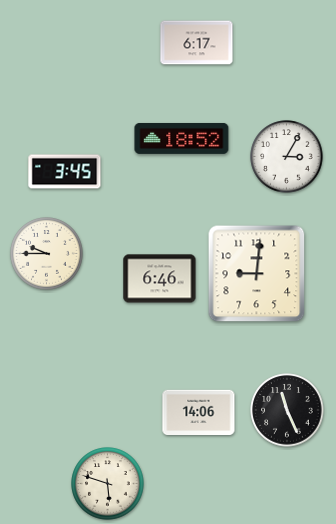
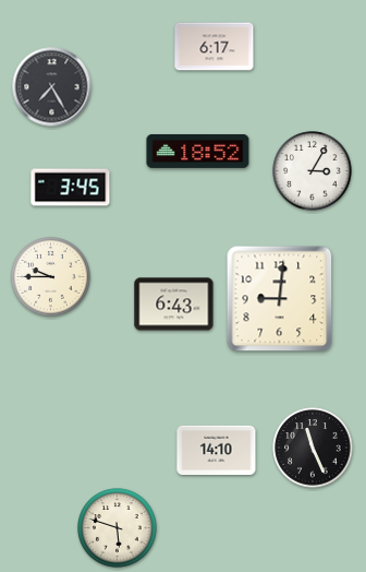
clock at (52, 87): none -> 7:25
clock at (160, 279): 6:46 -> 6:43
clock at (199, 413): 14:06 -> 14:10
